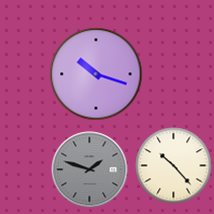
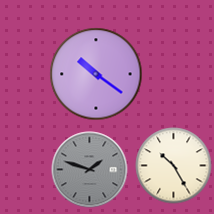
clock at (96, 74): 10:18 -> 10:21
clock at (174, 166): 10:23 -> 10:25
